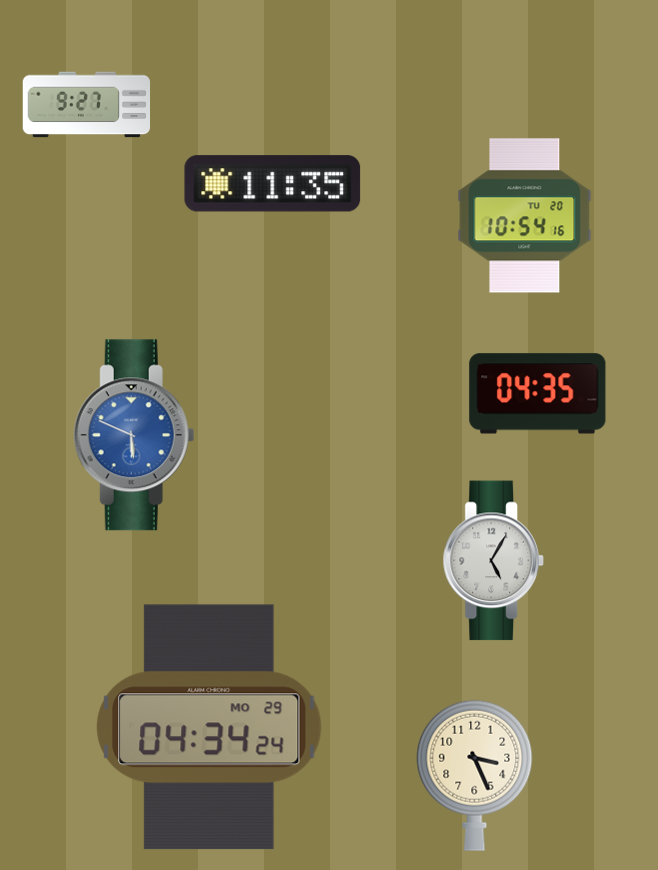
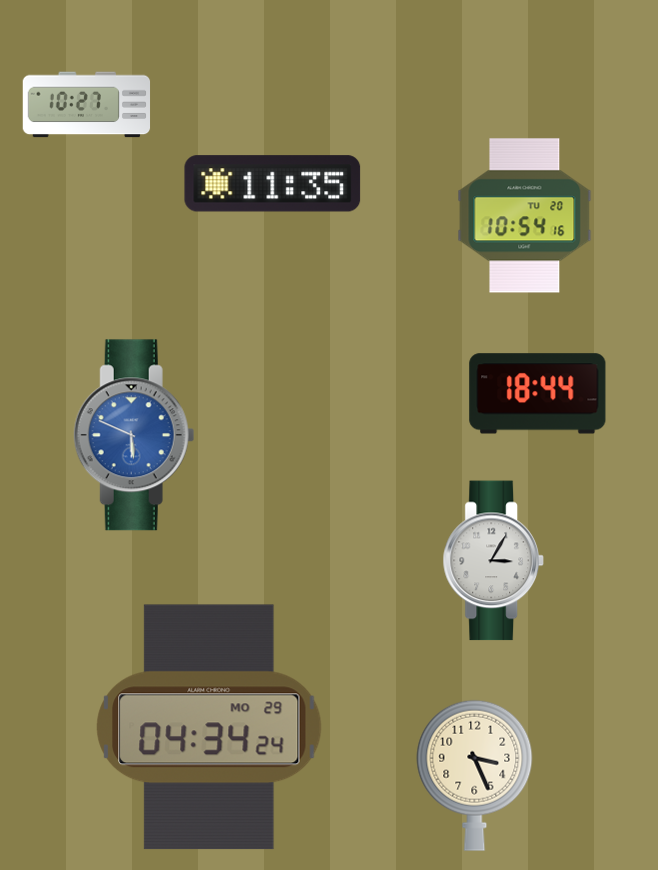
clock at (87, 105): 9:27 -> 10:27
clock at (538, 394): 04:35 -> 18:44
clock at (493, 561): 5:05 -> 3:05
